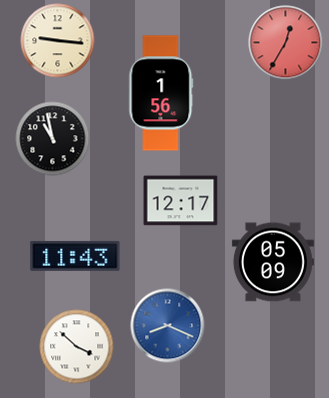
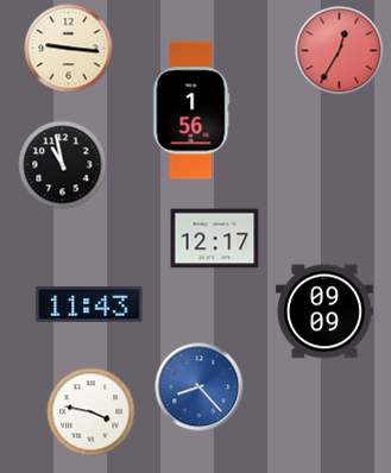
clock at (273, 262): 05:09 -> 09:09
clock at (168, 326): 8:19 -> 8:23
clock at (77, 347): 3:52 -> 3:47
